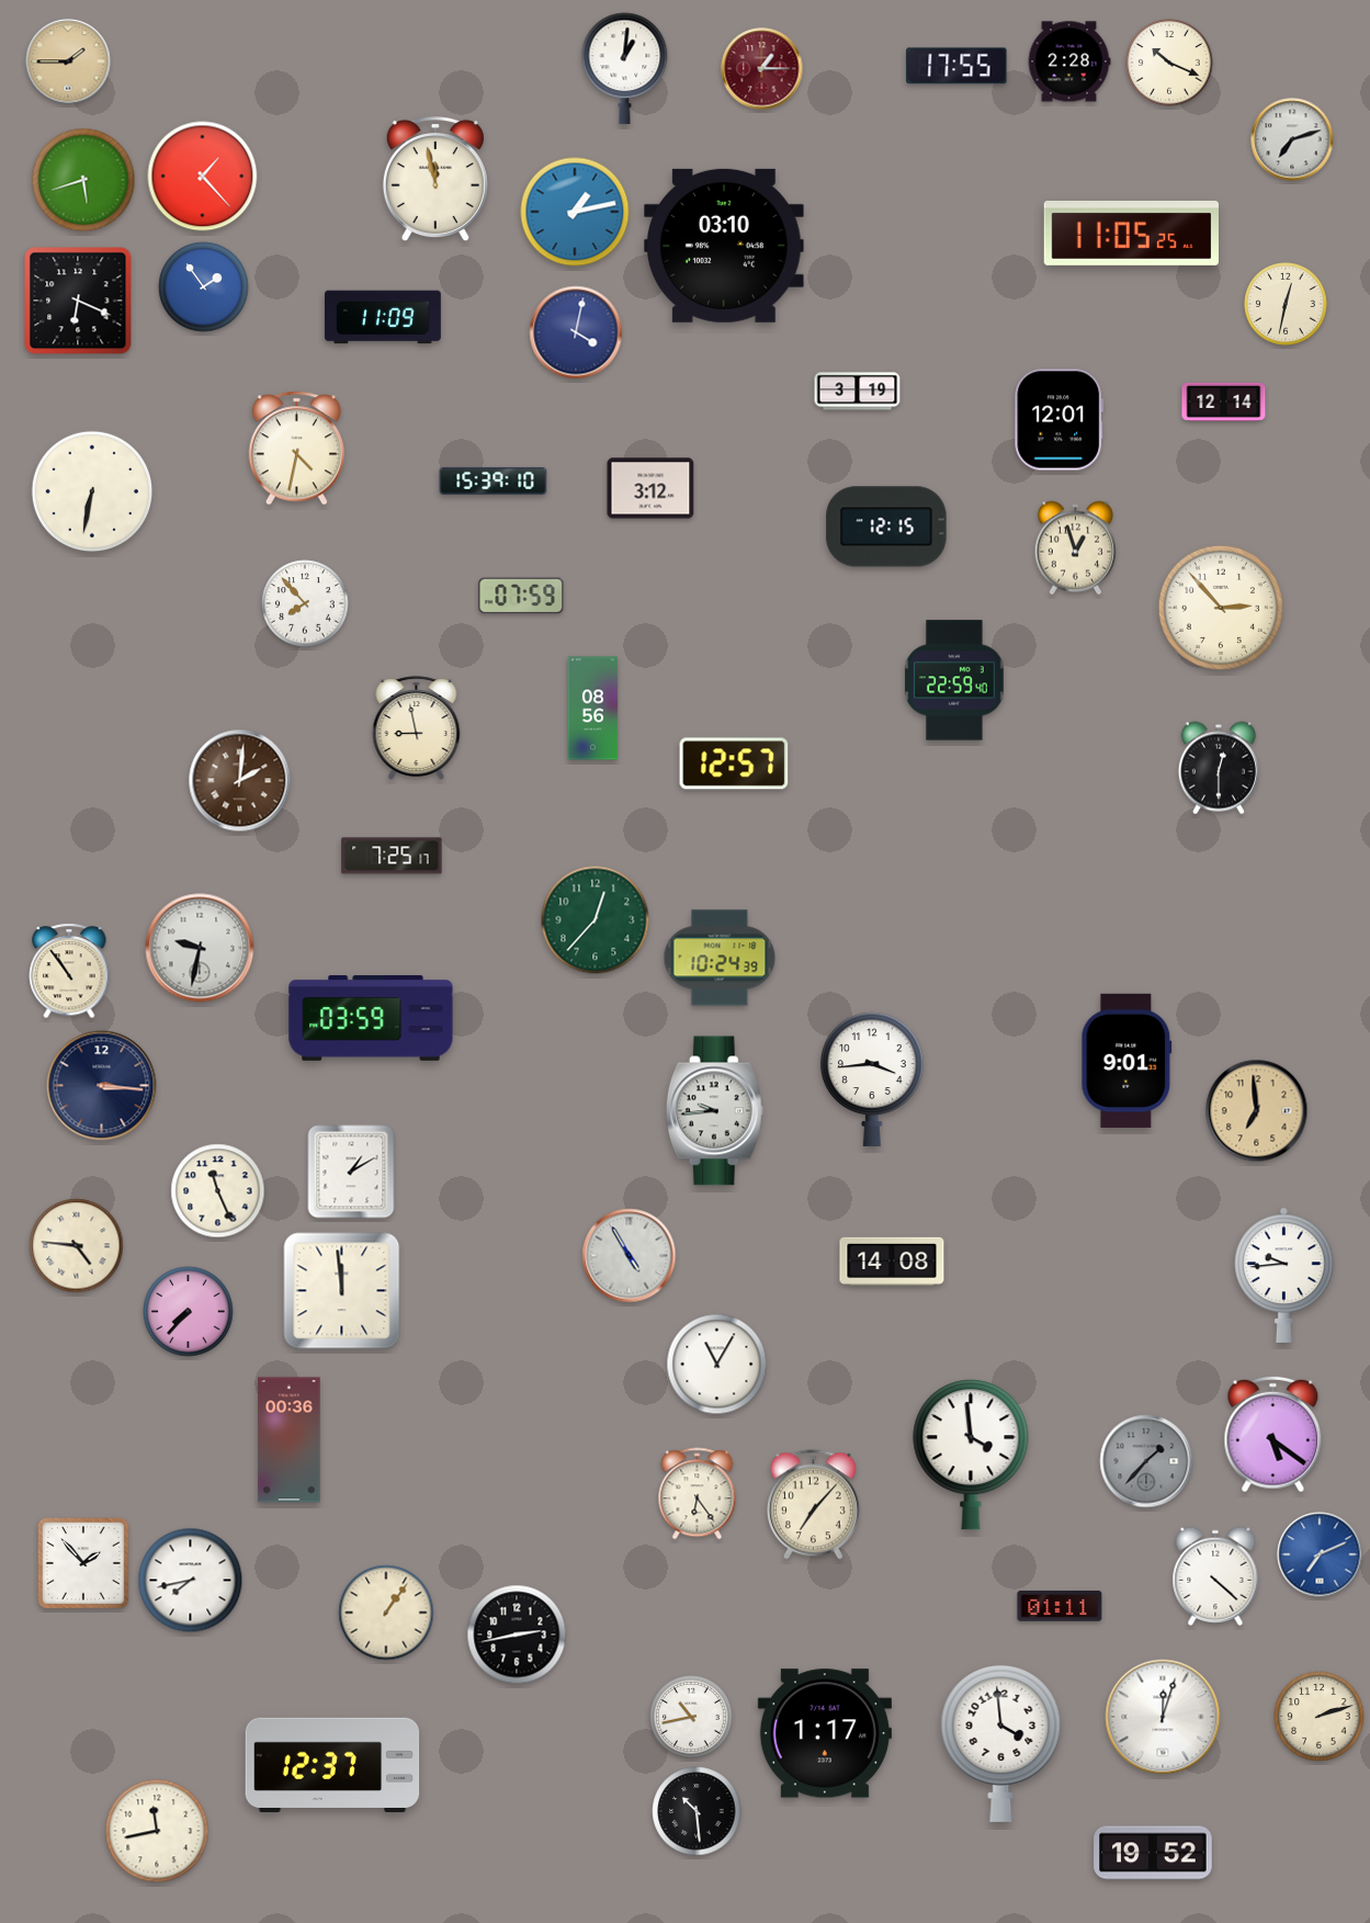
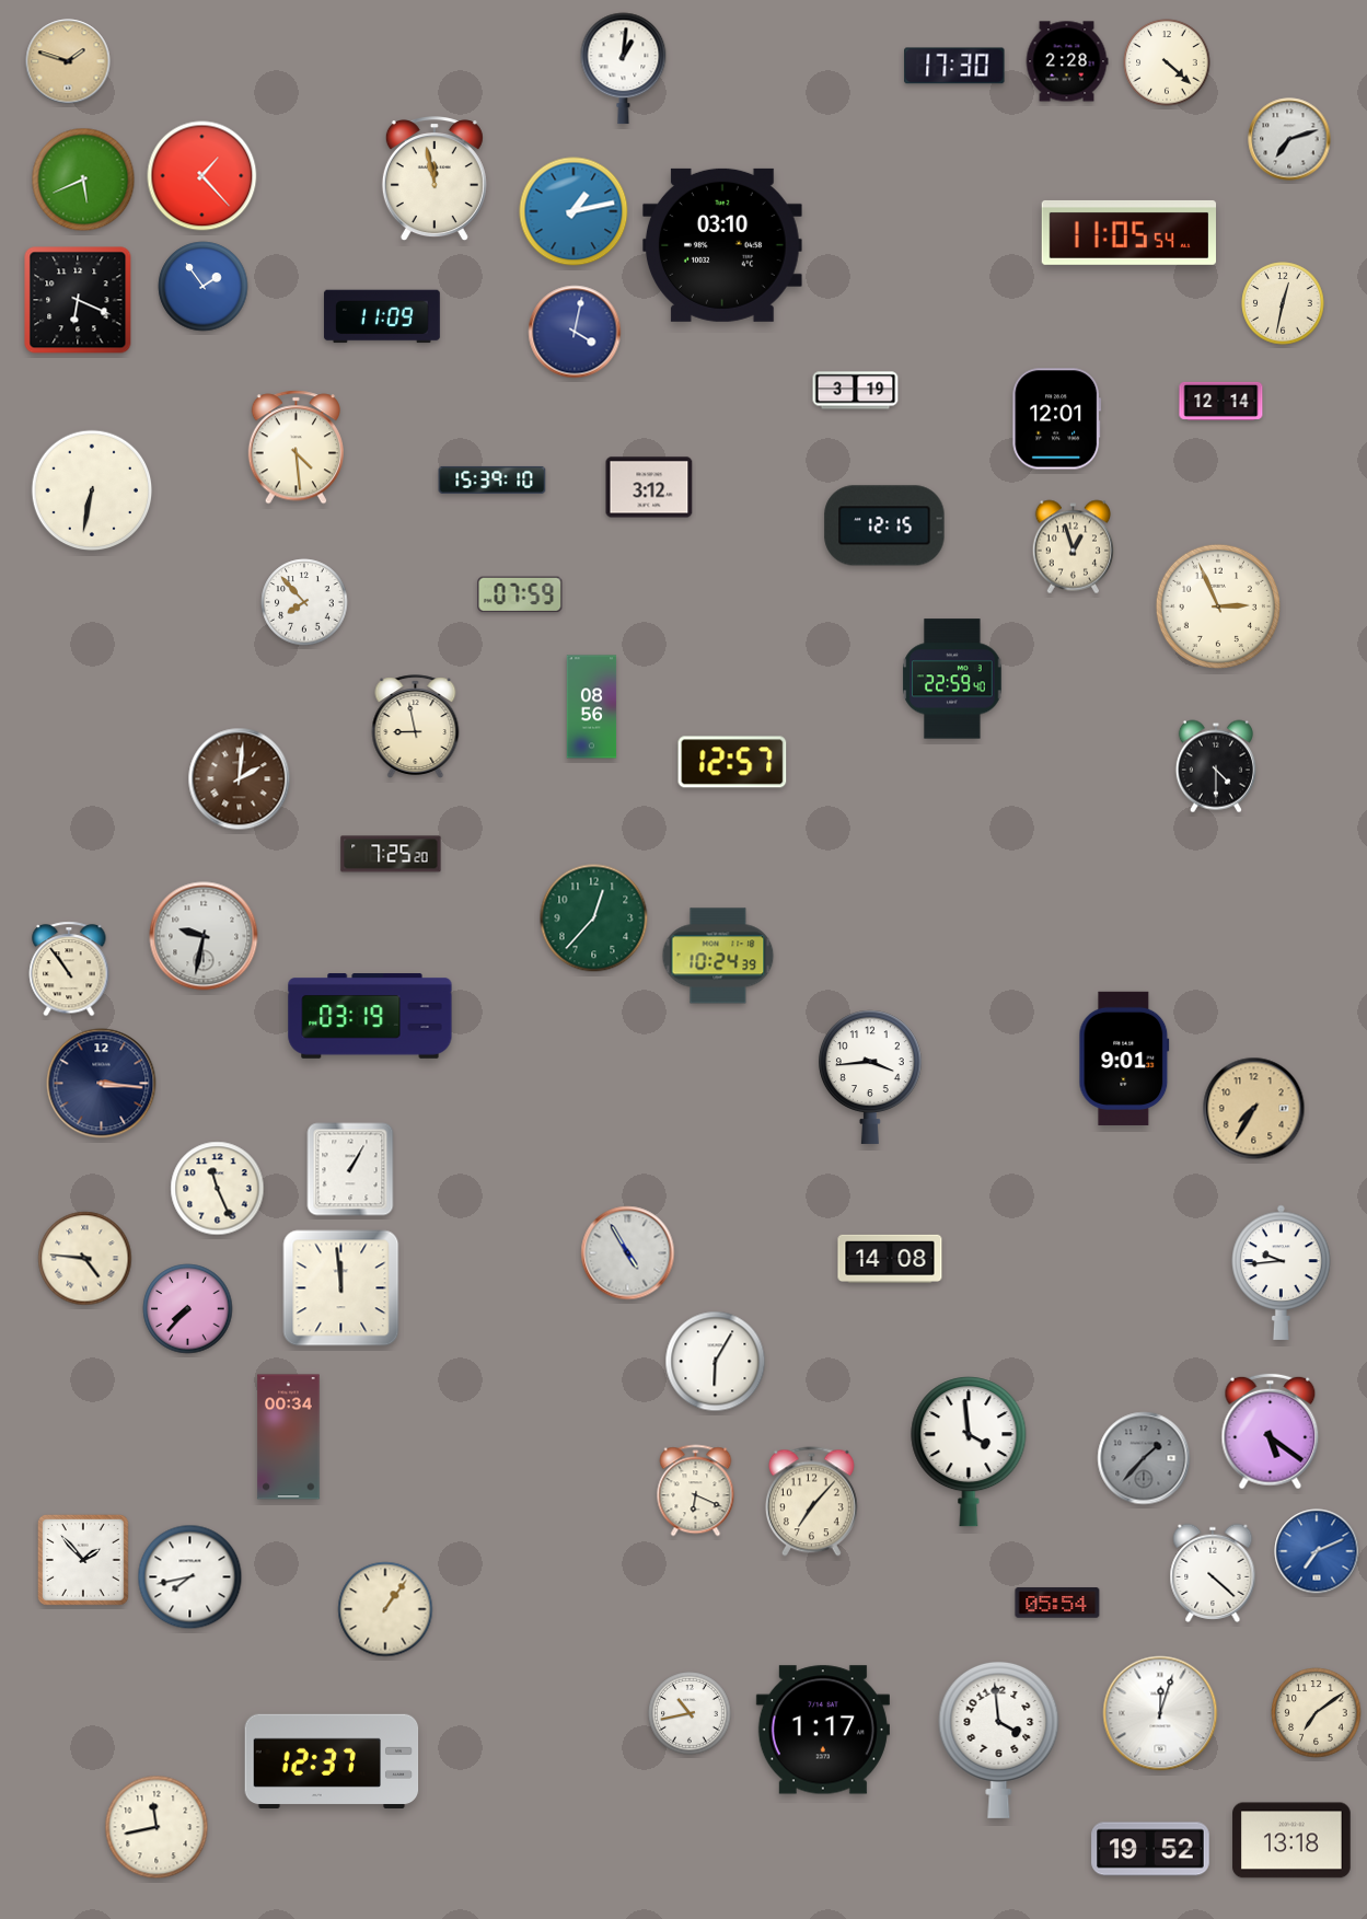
clock at (68, 61): 1:45 -> 1:48
clock at (1169, 63): 10:19 -> 4:22
clock at (956, 66): 17:55 -> 17:30
clock at (762, 69): 1:15 -> none
clock at (83, 180): 5:42 -> 5:41
clock at (1131, 233): 11:05:25 -> 11:05:54
clock at (296, 449): 4:32 -> 4:29
clock at (1221, 608): 2:53 -> 2:56
clock at (1219, 768): 12:30 -> 4:30
clock at (392, 856): 7:25:17 -> 7:25:20
clock at (200, 948) position: (200, 948) -> (204, 936)
clock at (371, 1018): 03:59 -> 03:19
clock at (714, 1111): 9:44 -> none
clock at (1257, 1111): 6:59 -> 7:35
clock at (351, 1172): 1:10 -> 1:05
clock at (77, 1246) position: (77, 1246) -> (85, 1259)
clock at (717, 1365): 11:05 -> 6:05
clock at (290, 1440): 00:36 -> 00:34
clock at (698, 1494): 6:24 -> 6:19
clock at (1060, 1606): 01:11 -> 05:54
clock at (517, 1634): 2:43 -> none
clock at (1320, 1717): 2:12 -> 7:09
clock at (697, 1811): 10:29 -> none
clock at (1291, 1840): none -> 13:18
